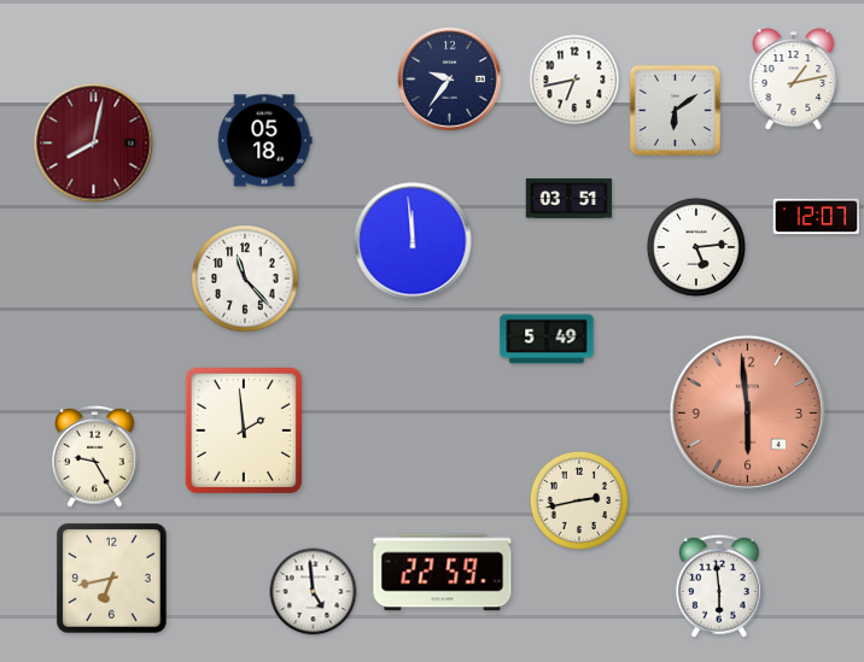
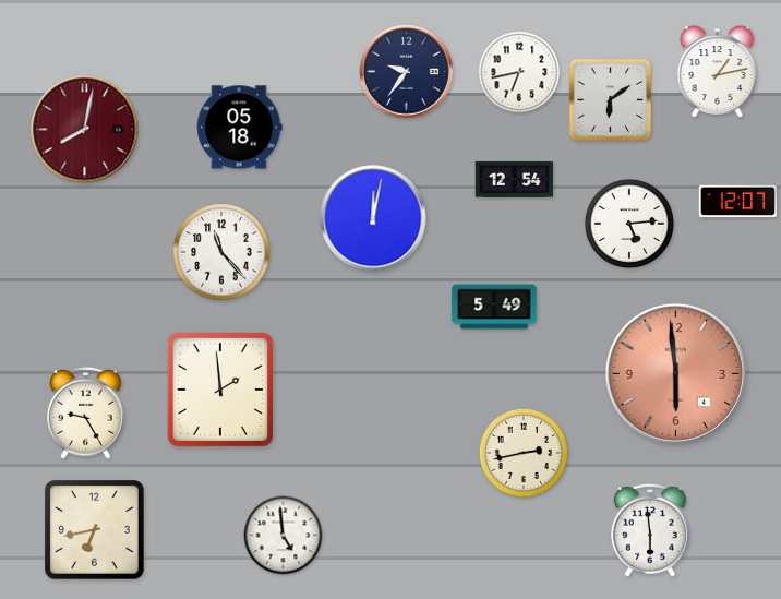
clock at (570, 198): 03:51 -> 12:54
clock at (817, 217) position: (817, 217) -> (738, 202)
clock at (413, 241): 11:59 -> 12:02
clock at (443, 573): 22:59 -> none
clock at (112, 579) position: (112, 579) -> (95, 530)
